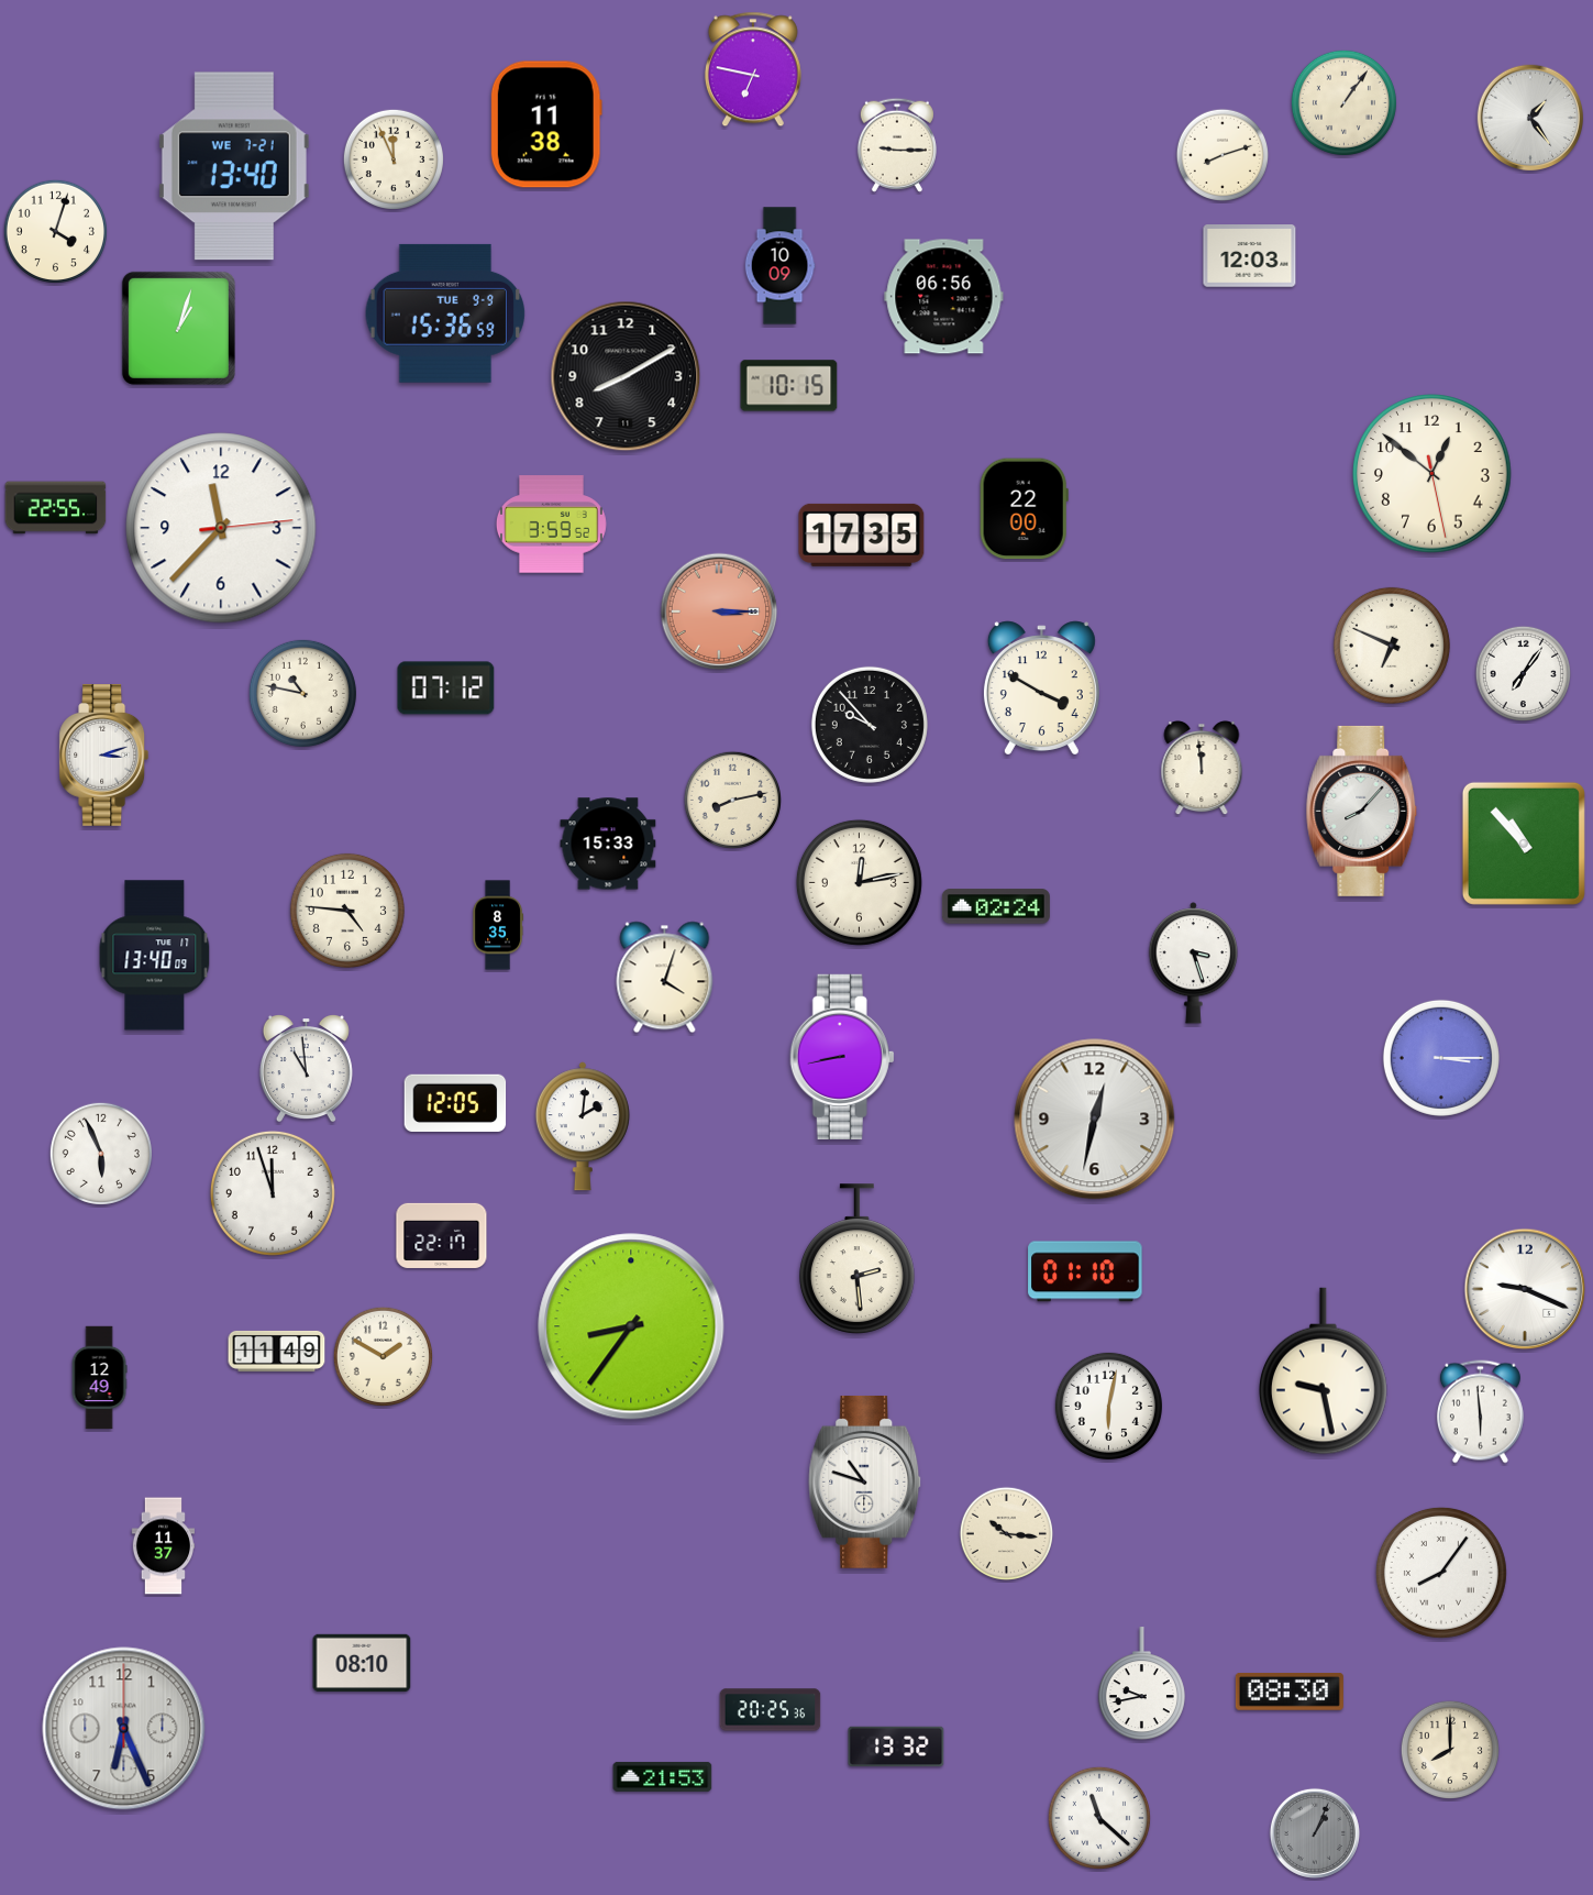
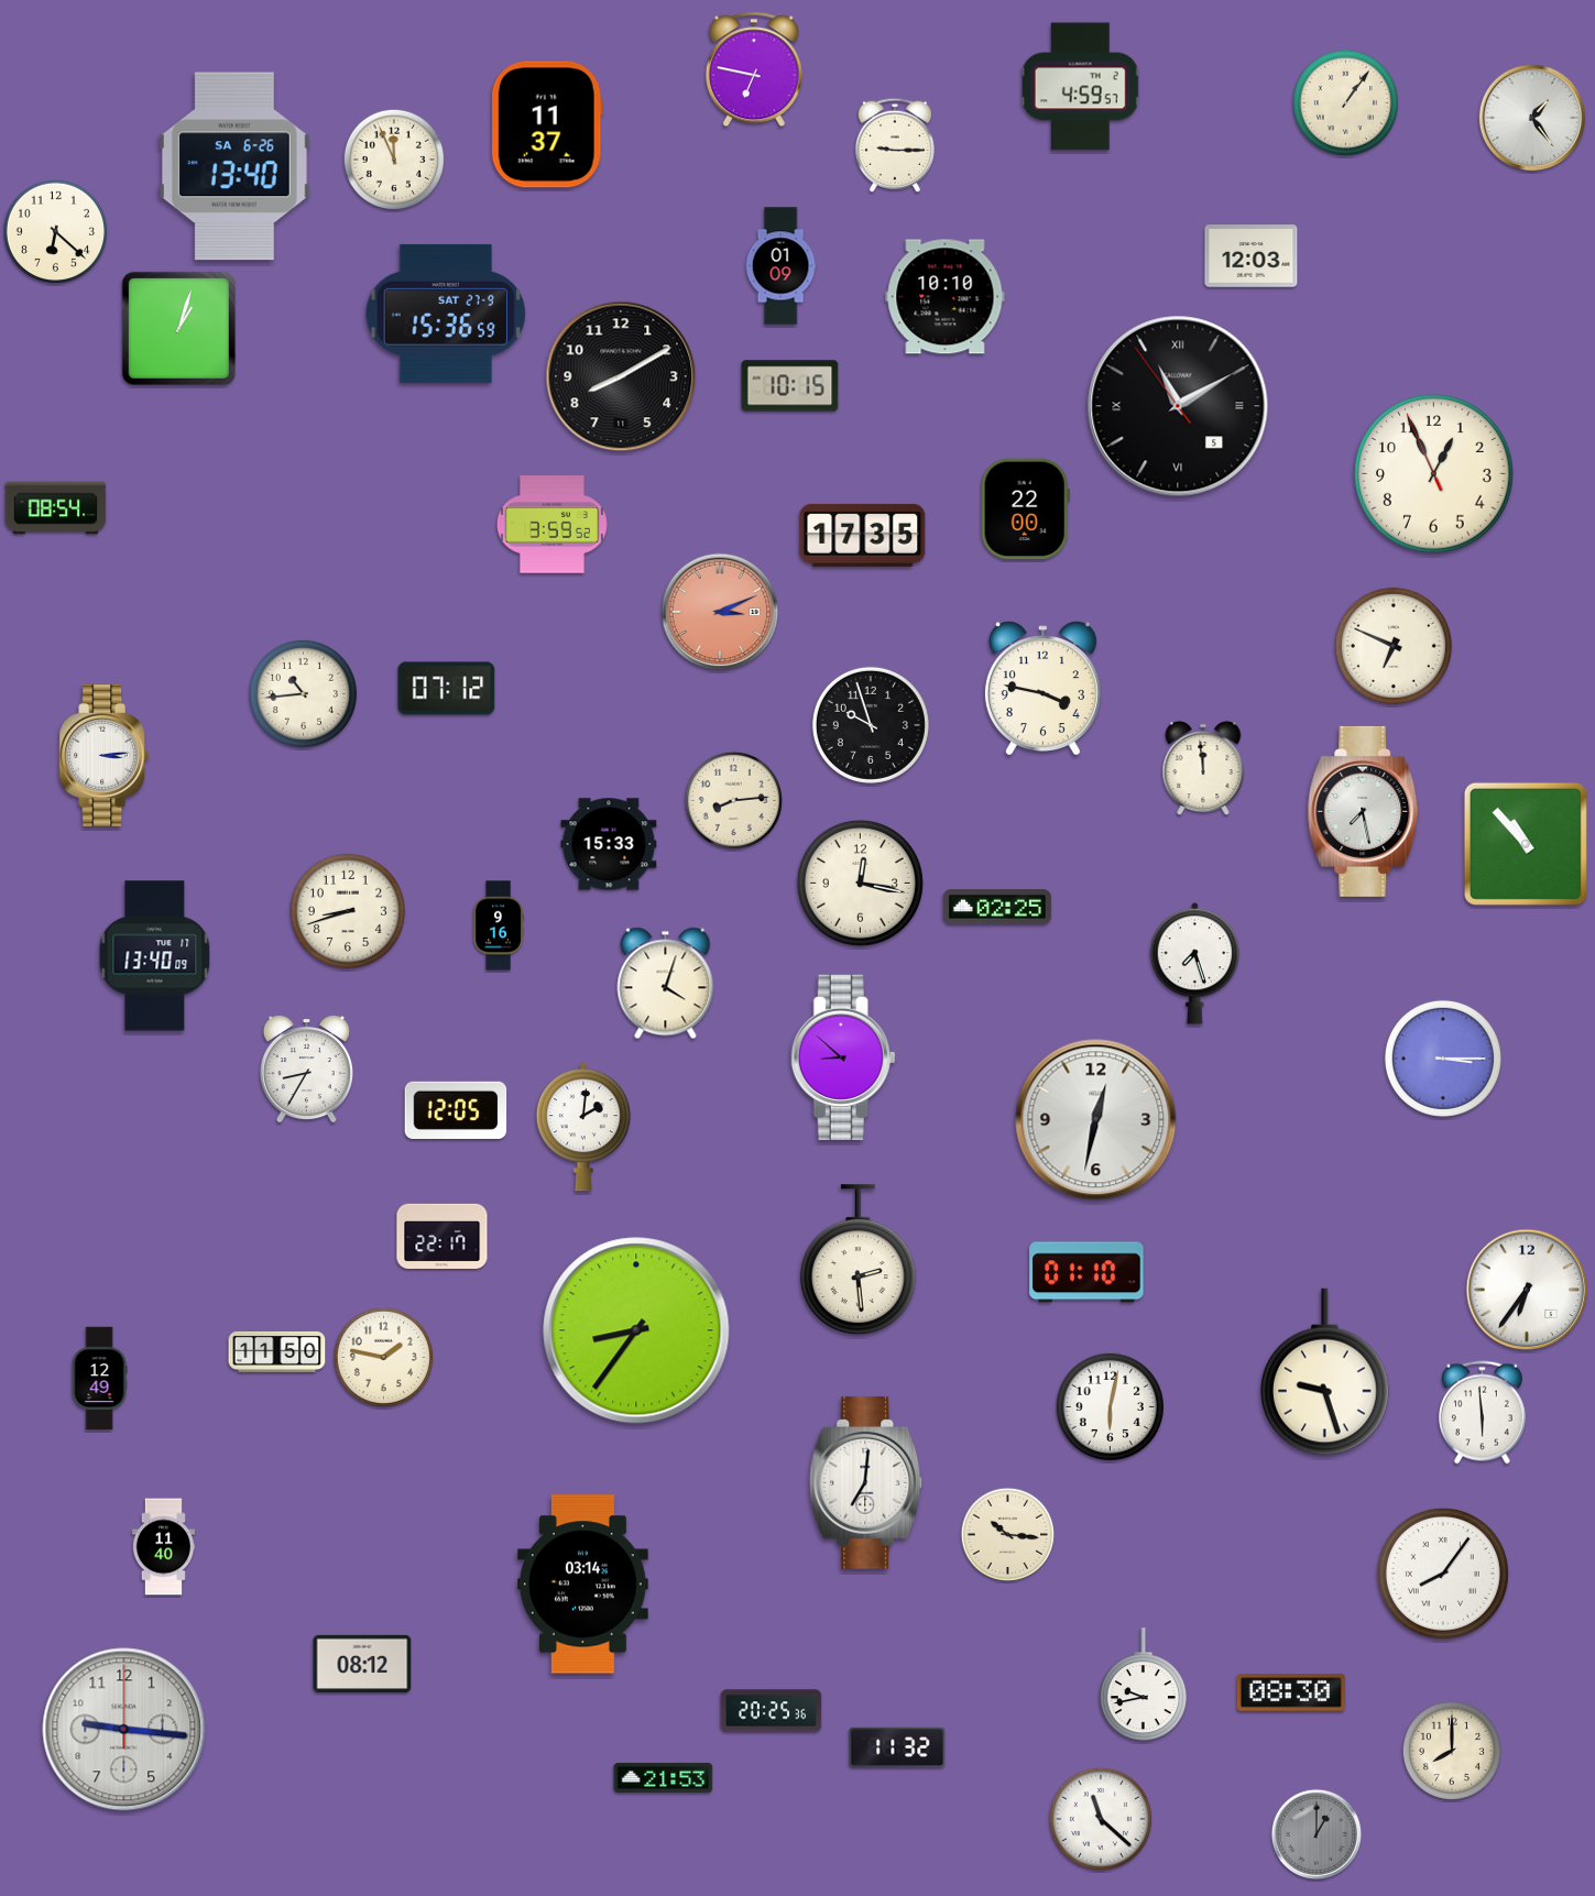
clock at (1081, 87): none -> 4:59
clock at (546, 124): 11:38 -> 11:37
clock at (897, 145) position: (897, 145) -> (895, 145)
clock at (1223, 155): 8:12 -> none
clock at (234, 166) date: WE 7-21 -> SA 6-26
clock at (55, 231): 4:03 -> 6:22
clock at (779, 266): 10:09 -> 01:09
clock at (944, 297): 06:56 -> 10:10
clock at (444, 313) date: TUE 9-9 -> SAT 27-9
clock at (626, 376) position: (626, 376) -> (621, 376)
clock at (1178, 406): none -> 11:09
clock at (1432, 474): 12:51 -> 12:55
clock at (56, 508): 22:55 -> 08:54
clock at (221, 528): 11:37 -> none
clock at (719, 612): 3:15 -> 3:11
clock at (1523, 673): 7:06 -> none
clock at (1041, 688): 3:50 -> 3:47
clock at (302, 693): 10:47 -> 10:44
clock at (870, 725): 9:53 -> 9:57
clock at (104, 756): 3:12 -> 3:14
clock at (732, 800): 8:13 -> 8:14
clock at (1362, 811): 8:07 -> 7:28
clock at (859, 882): 12:13 -> 12:17
clock at (996, 906): 02:24 -> 02:25
clock at (347, 911): 4:46 -> 8:42
clock at (498, 925): 8:35 -> 9:16
clock at (1194, 963): 3:27 -> 7:27
clock at (665, 978) position: (665, 978) -> (666, 984)
clock at (842, 1057): 8:43 -> 8:52
clock at (306, 1069): 10:59 -> 8:35
clock at (455, 1102) position: (455, 1102) -> (456, 1109)
clock at (101, 1154): 5:56 -> none
clock at (273, 1193): 11:57 -> none
clock at (1525, 1289): 9:19 -> 6:36
clock at (631, 1326) position: (631, 1326) -> (636, 1330)
clock at (277, 1351): 11:49 -> 11:50
clock at (383, 1356): 1:50 -> 1:47
clock at (1324, 1371): 9:28 -> 9:27
clock at (865, 1481): 10:48 -> 7:01
clock at (163, 1546): 11:37 -> 11:40
clock at (582, 1585): none -> 03:14
clock at (362, 1662): 08:10 -> 08:12
clock at (124, 1729): 6:26 -> 9:16
clock at (896, 1745): 13:32 -> 11:32
clock at (1315, 1833): 1:04 -> 1:00
